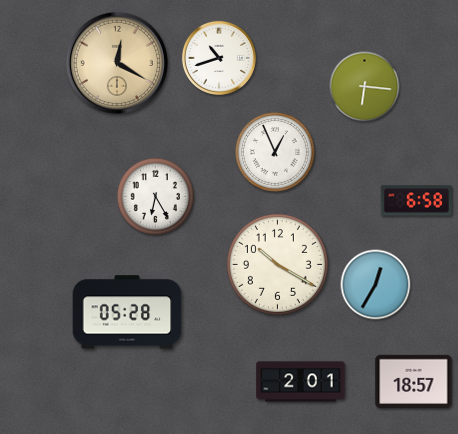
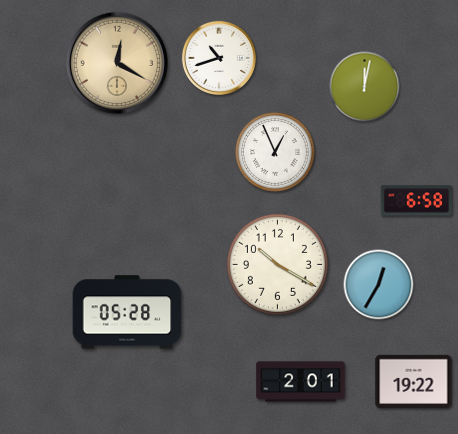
clock at (365, 87): 6:16 -> 12:02
clock at (155, 196): 6:25 -> none
clock at (376, 285) position: (376, 285) -> (379, 285)
clock at (414, 381): 18:57 -> 19:22
